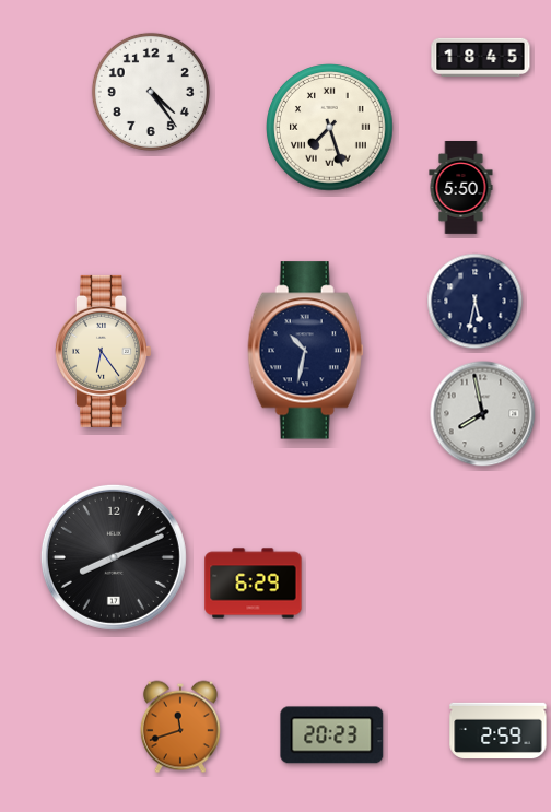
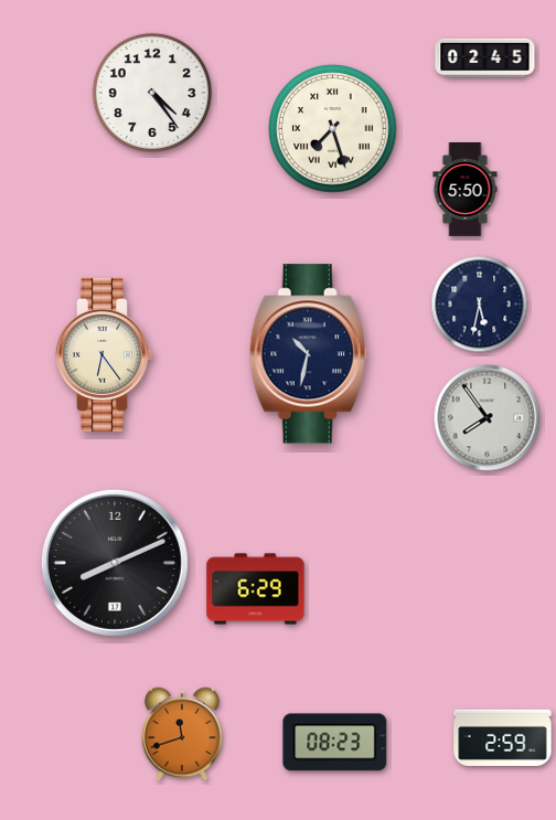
clock at (481, 58): 18:45 -> 02:45
clock at (483, 414): 7:58 -> 7:54
clock at (332, 735): 20:23 -> 08:23
